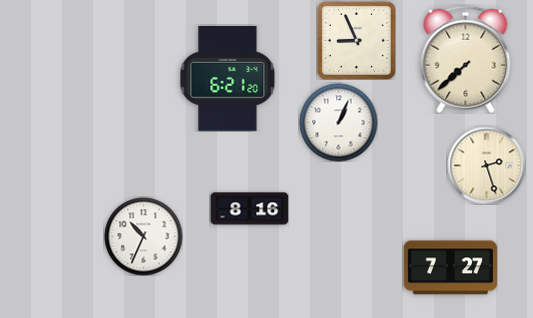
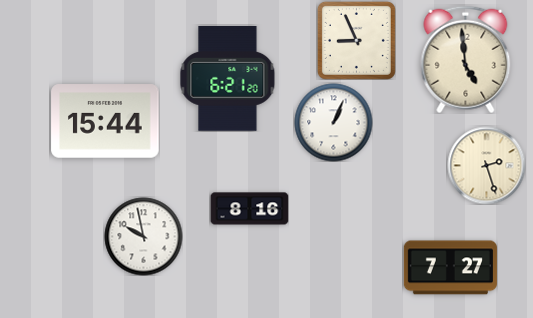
clock at (466, 59): 7:38 -> 4:59
clock at (105, 121): none -> 15:44
clock at (338, 122) position: (338, 122) -> (333, 122)
clock at (143, 236): 10:34 -> 9:58
